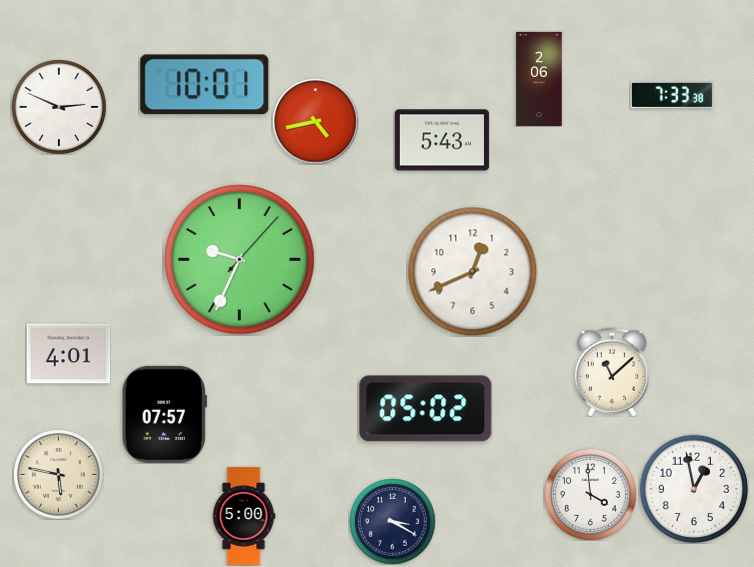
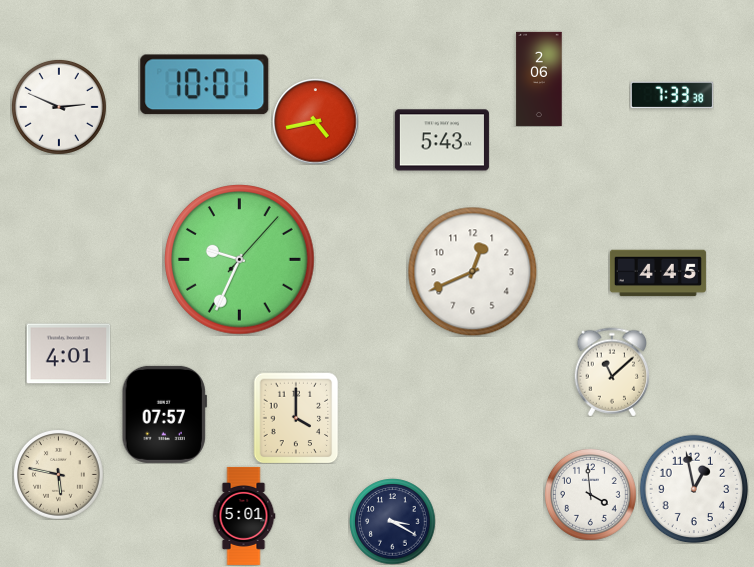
clock at (658, 273): none -> 4:45
clock at (426, 409): 05:02 -> none
clock at (296, 418): none -> 4:00
clock at (244, 516): 5:00 -> 5:01
